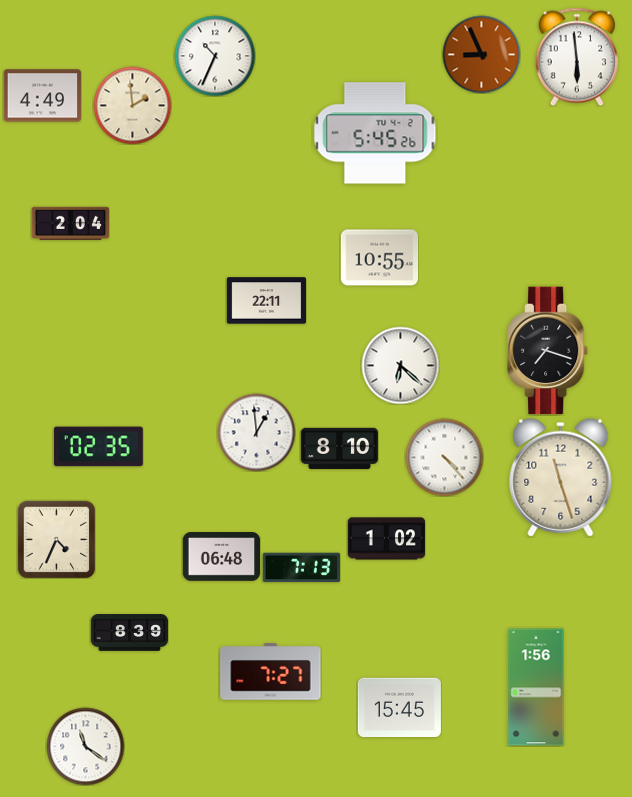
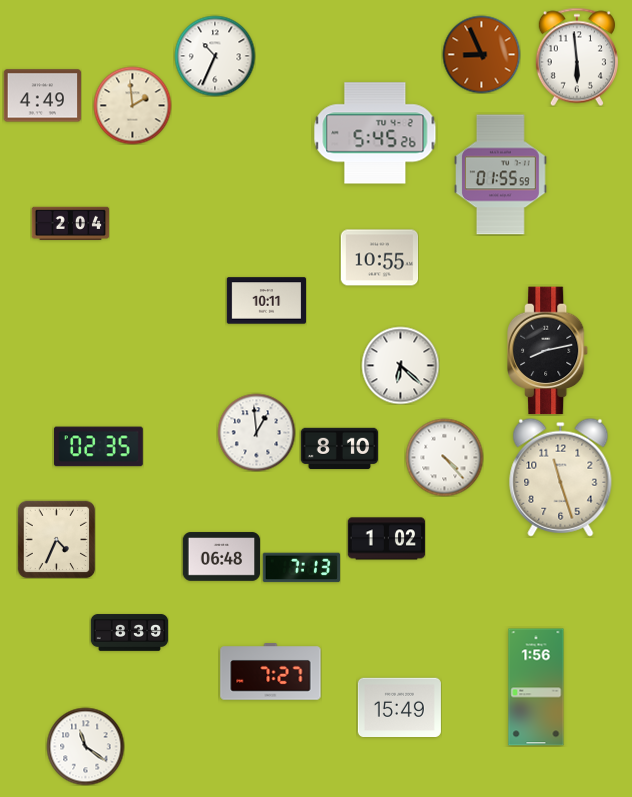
clock at (501, 175): none -> 01:55
clock at (266, 301): 22:11 -> 10:11
clock at (549, 351): 7:18 -> 8:13
clock at (399, 708): 15:45 -> 15:49
